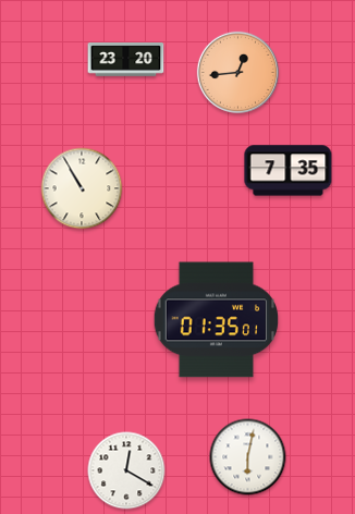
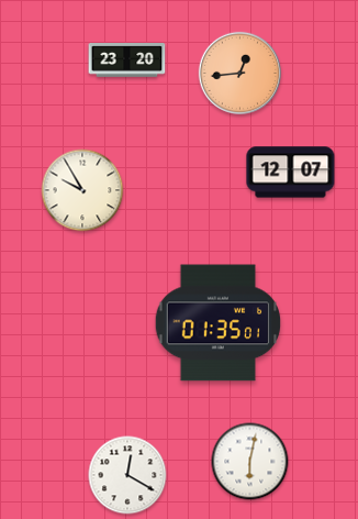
clock at (289, 171): 7:35 -> 12:07
clock at (82, 188): 10:55 -> 9:55
